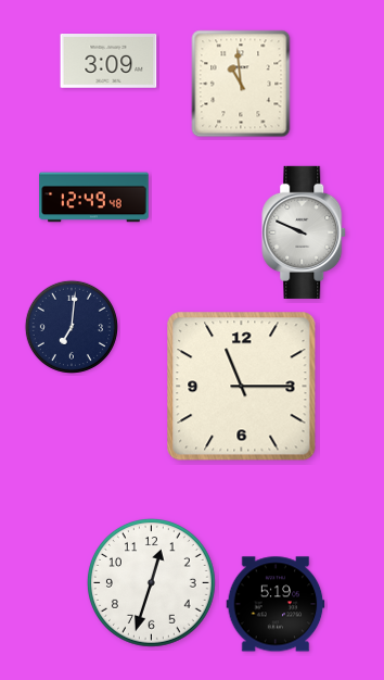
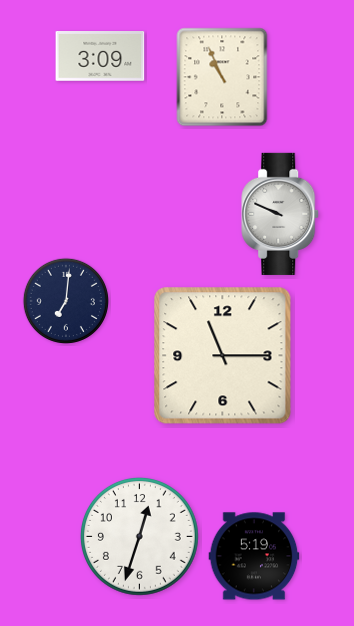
clock at (241, 84): 10:59 -> 10:56
clock at (94, 198): 12:49 -> none
